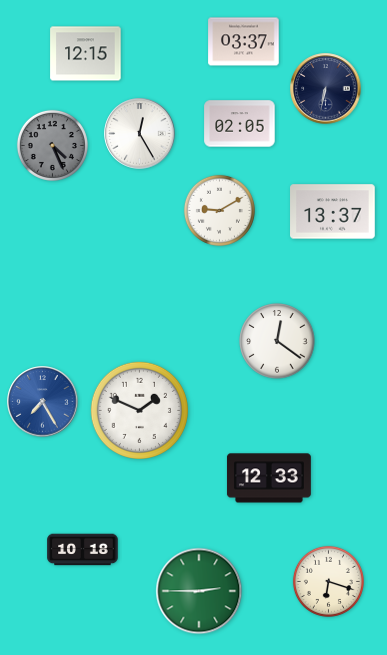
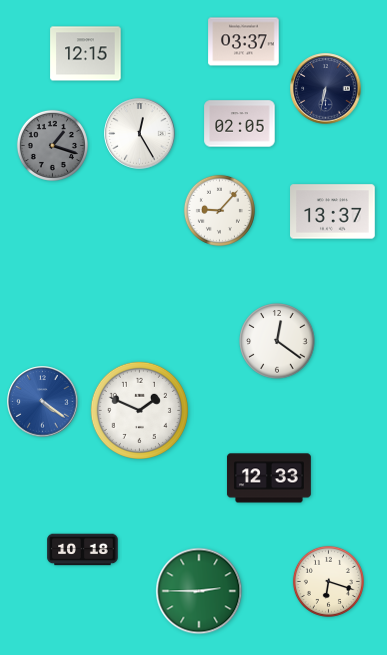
clock at (52, 145): 4:26 -> 1:18
clock at (219, 210): 9:10 -> 9:07
clock at (43, 402): 7:25 -> 4:21
